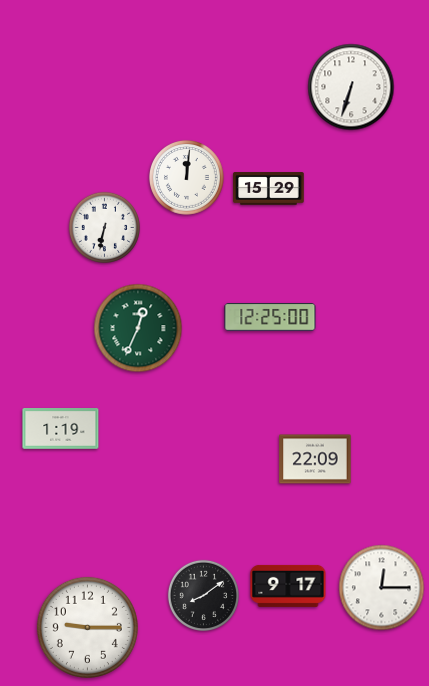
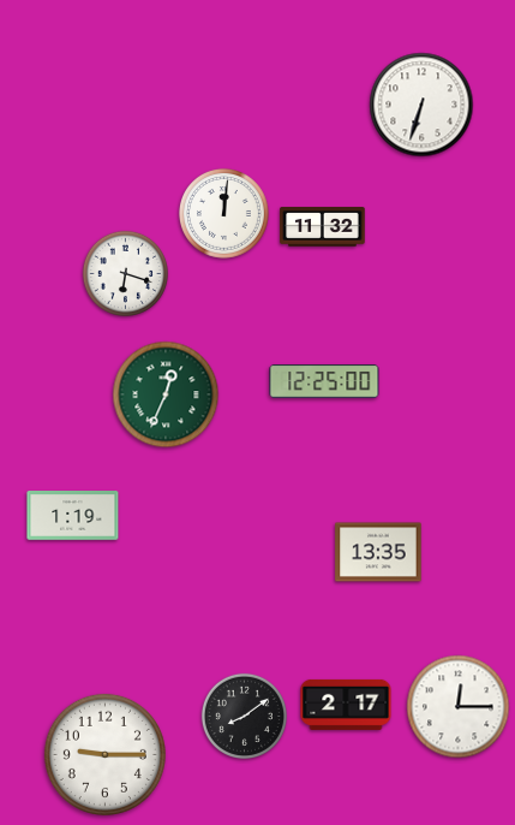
clock at (269, 189): 15:29 -> 11:32
clock at (104, 227): 6:32 -> 6:18
clock at (315, 459): 22:09 -> 13:35
clock at (288, 586): 9:17 -> 2:17
